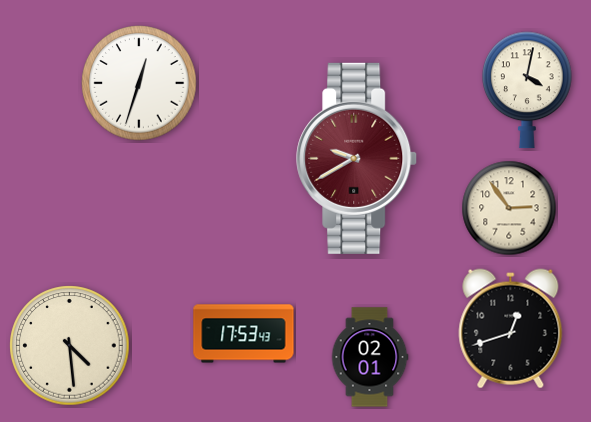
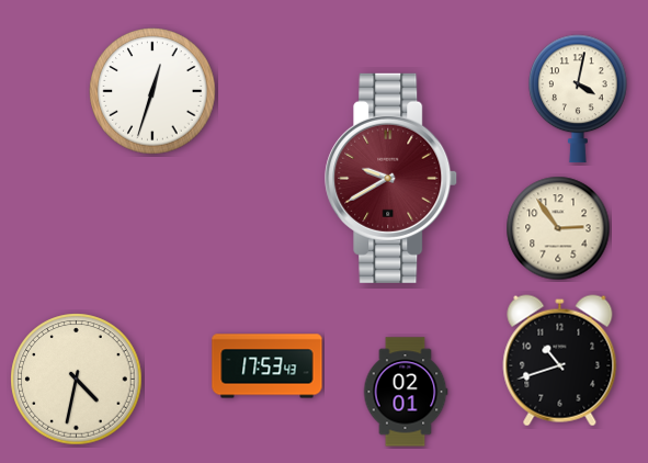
clock at (357, 158) position: (357, 158) -> (391, 178)
clock at (511, 329): 12:42 -> 10:42
clock at (70, 346): 4:29 -> 4:32
